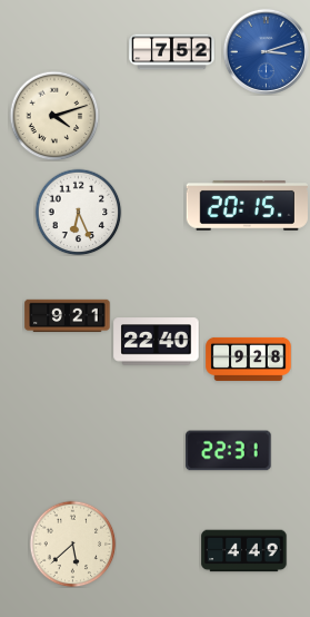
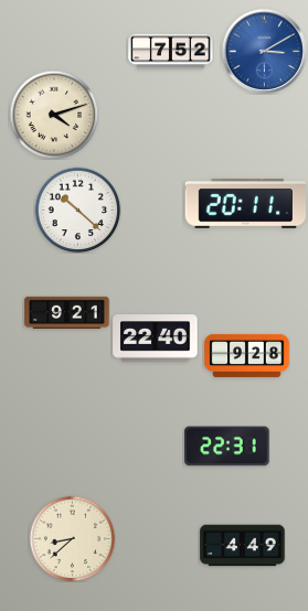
clock at (266, 51): 3:12 -> 3:10
clock at (247, 206): 20:15 -> 20:11
clock at (78, 212): 6:26 -> 10:22
clock at (72, 543): 5:38 -> 8:38
